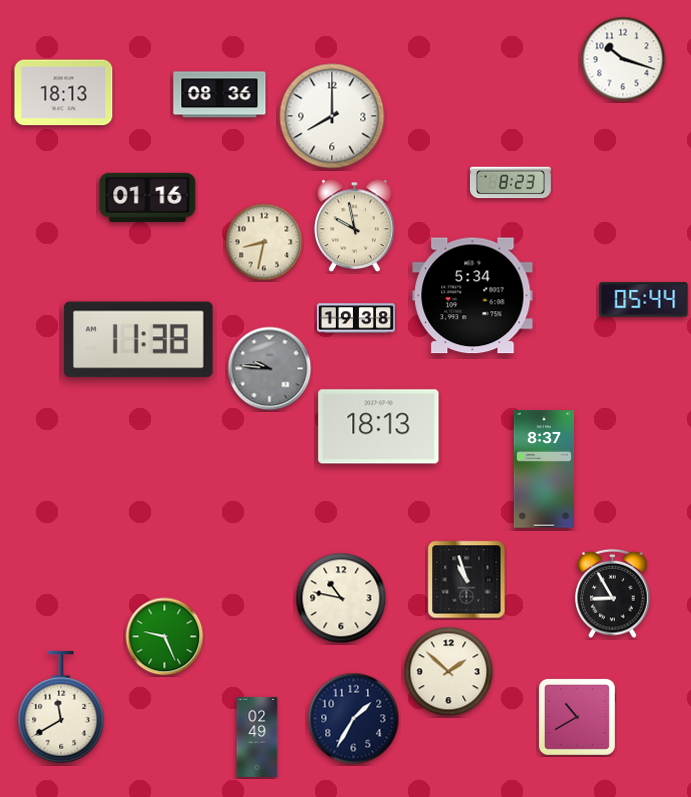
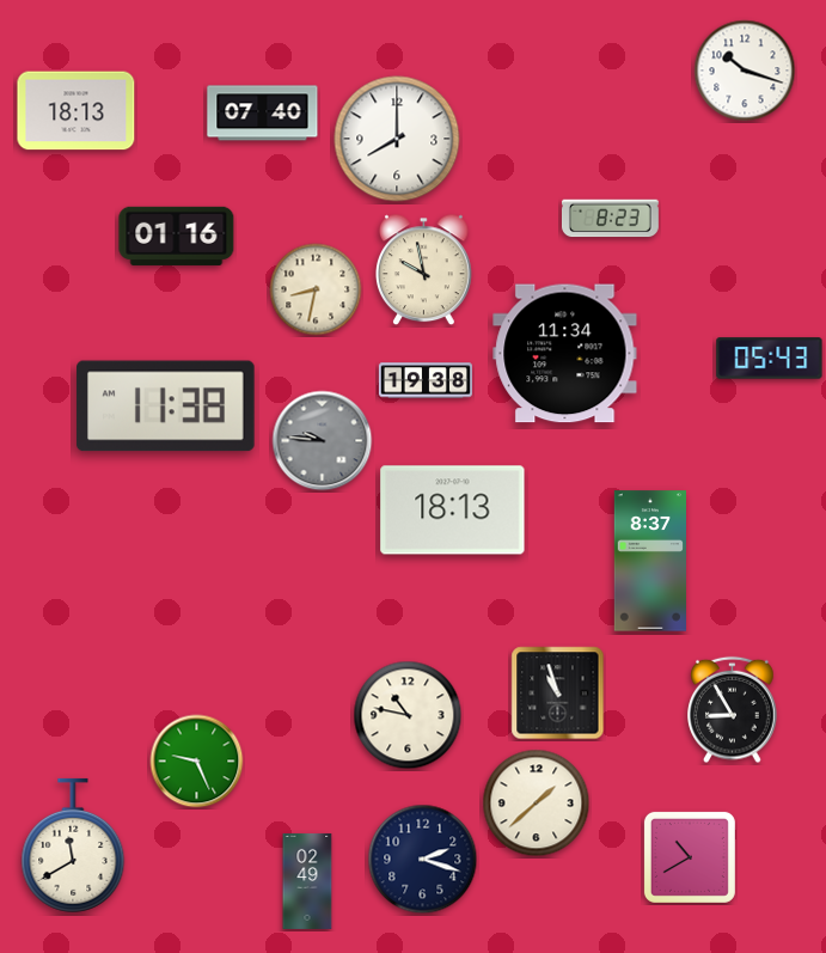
clock at (220, 95): 08:36 -> 07:40
clock at (473, 296): 5:34 -> 11:34
clock at (644, 300): 05:44 -> 05:43
clock at (449, 672): 1:52 -> 1:38
clock at (354, 719): 1:35 -> 2:18
